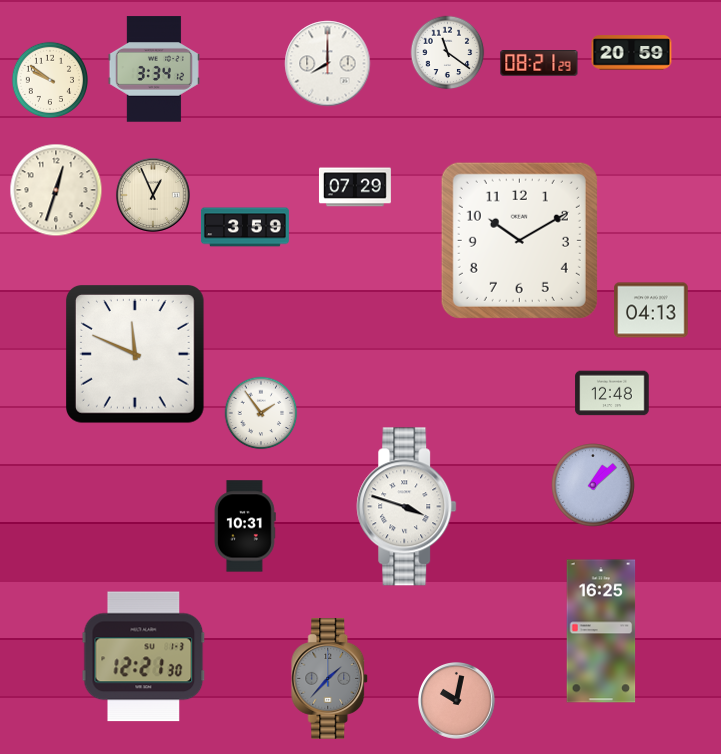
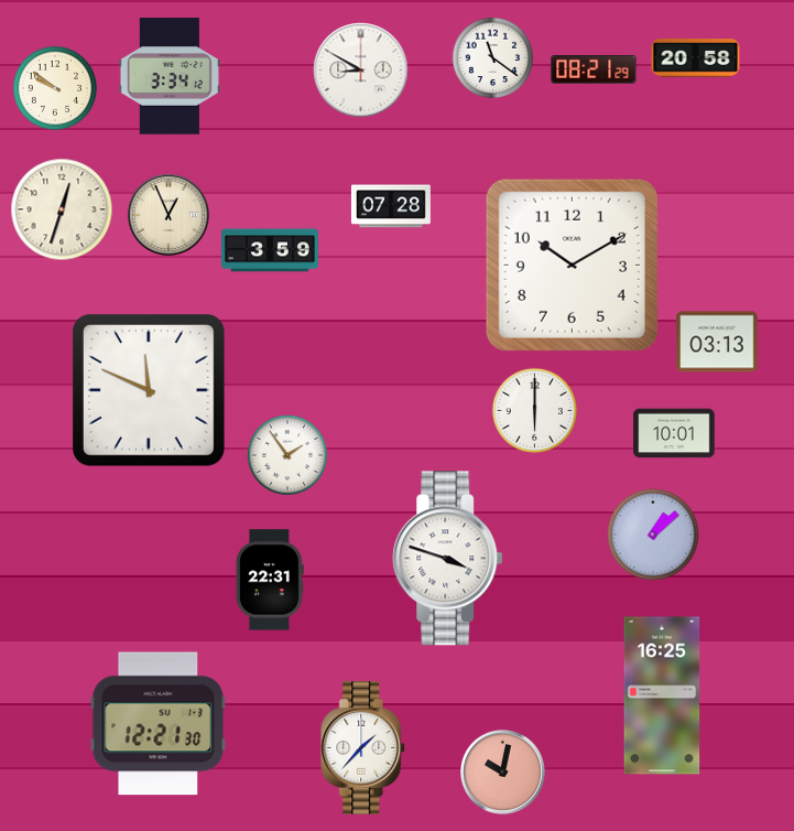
clock at (632, 53): 20:59 -> 20:58
clock at (328, 64): 8:00 -> 8:50
clock at (355, 187): 07:29 -> 07:28
clock at (651, 310): 04:13 -> 03:13
clock at (534, 410): none -> 6:00
clock at (612, 393): 12:48 -> 10:01
clock at (245, 526): 10:31 -> 22:31
clock at (330, 679) dial: grey -> white
